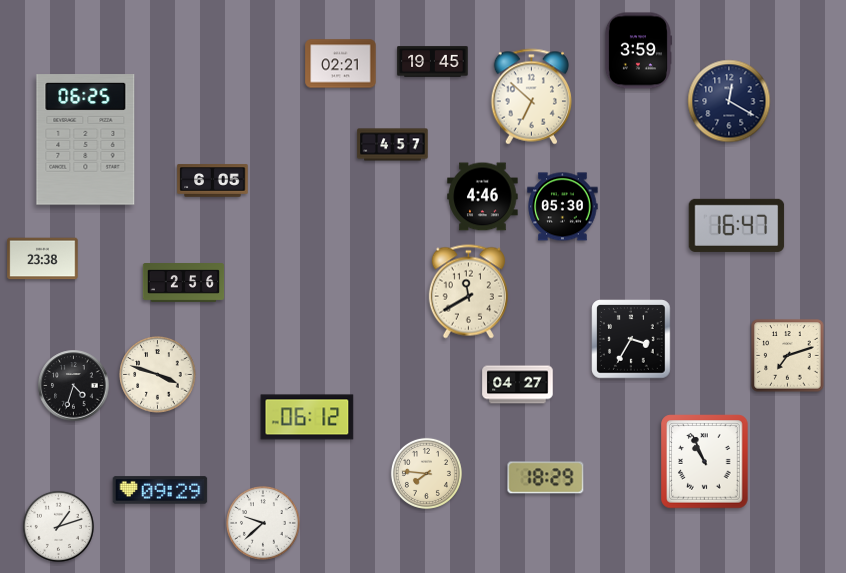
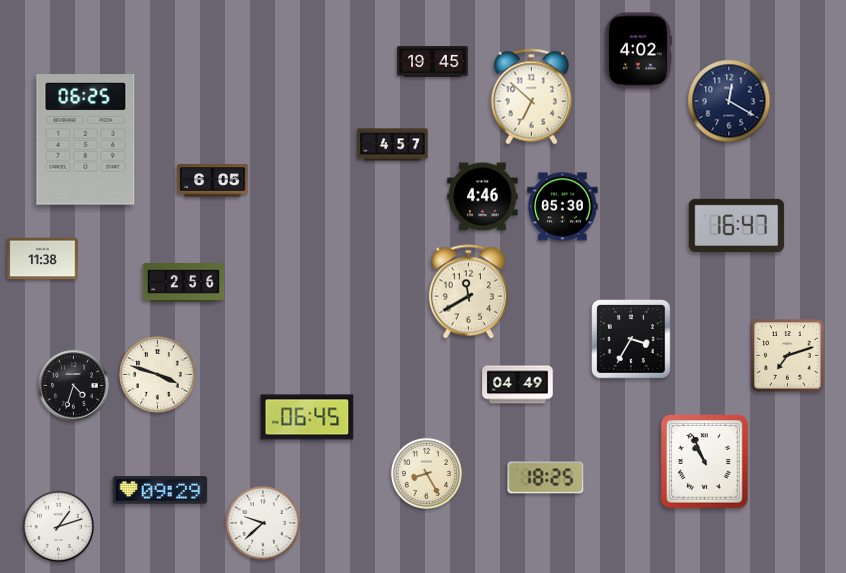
clock at (638, 51): 3:59 -> 4:02
clock at (341, 64): 02:21 -> none
clock at (43, 259): 23:38 -> 11:38
clock at (518, 385): 04:27 -> 04:49
clock at (307, 417): 06:12 -> 06:45
clock at (426, 473): 7:46 -> 8:25
clock at (546, 478): 18:29 -> 18:25
